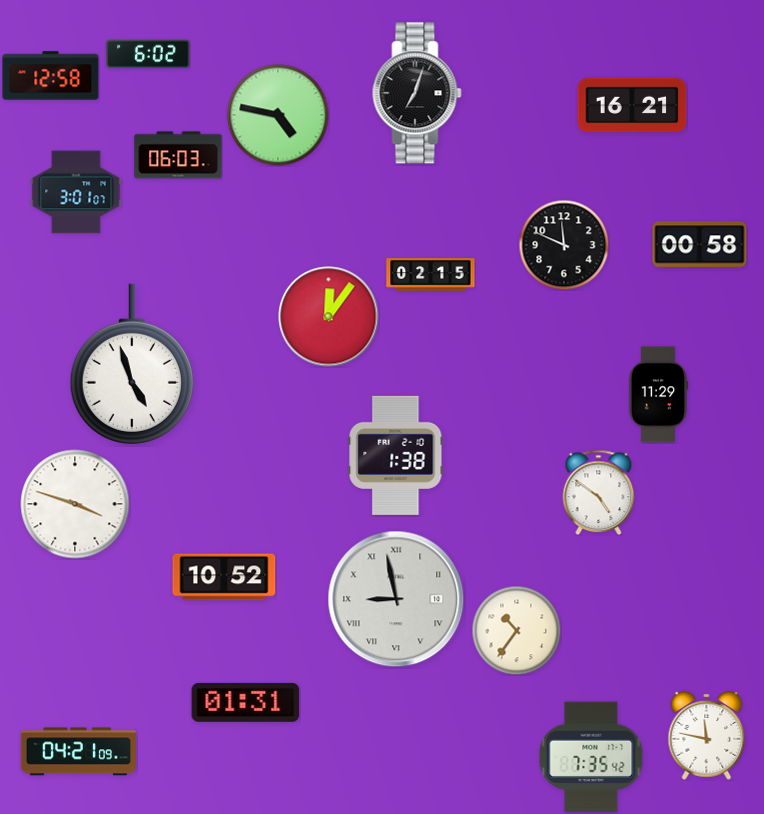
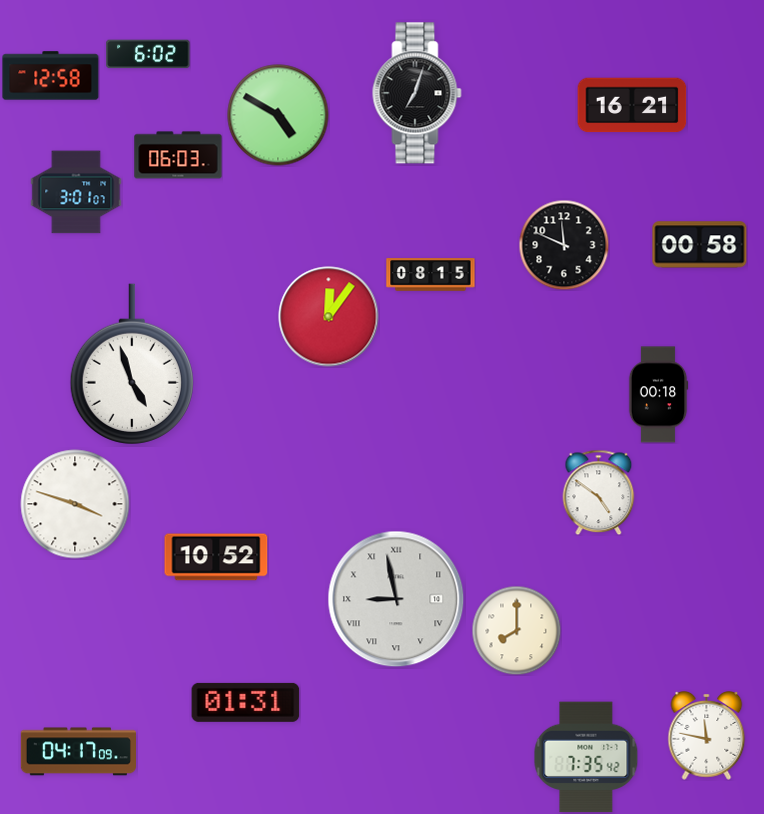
clock at (278, 115): 4:47 -> 4:50
clock at (431, 275): 02:15 -> 08:15
clock at (658, 395): 11:29 -> 00:18
clock at (396, 455): 1:38 -> none
clock at (224, 577) position: (224, 577) -> (216, 557)
clock at (516, 630): 10:36 -> 8:00
clock at (78, 752): 04:21 -> 04:17
clock at (591, 757) position: (591, 757) -> (586, 757)
